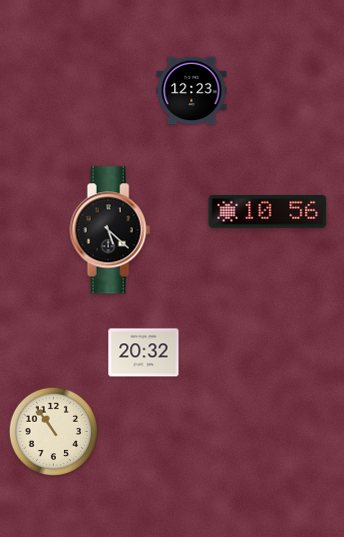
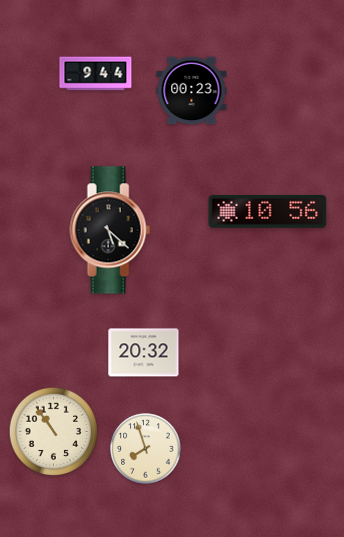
clock at (96, 74): none -> 9:44
clock at (192, 91): 12:23 -> 00:23
clock at (146, 449): none -> 7:57
